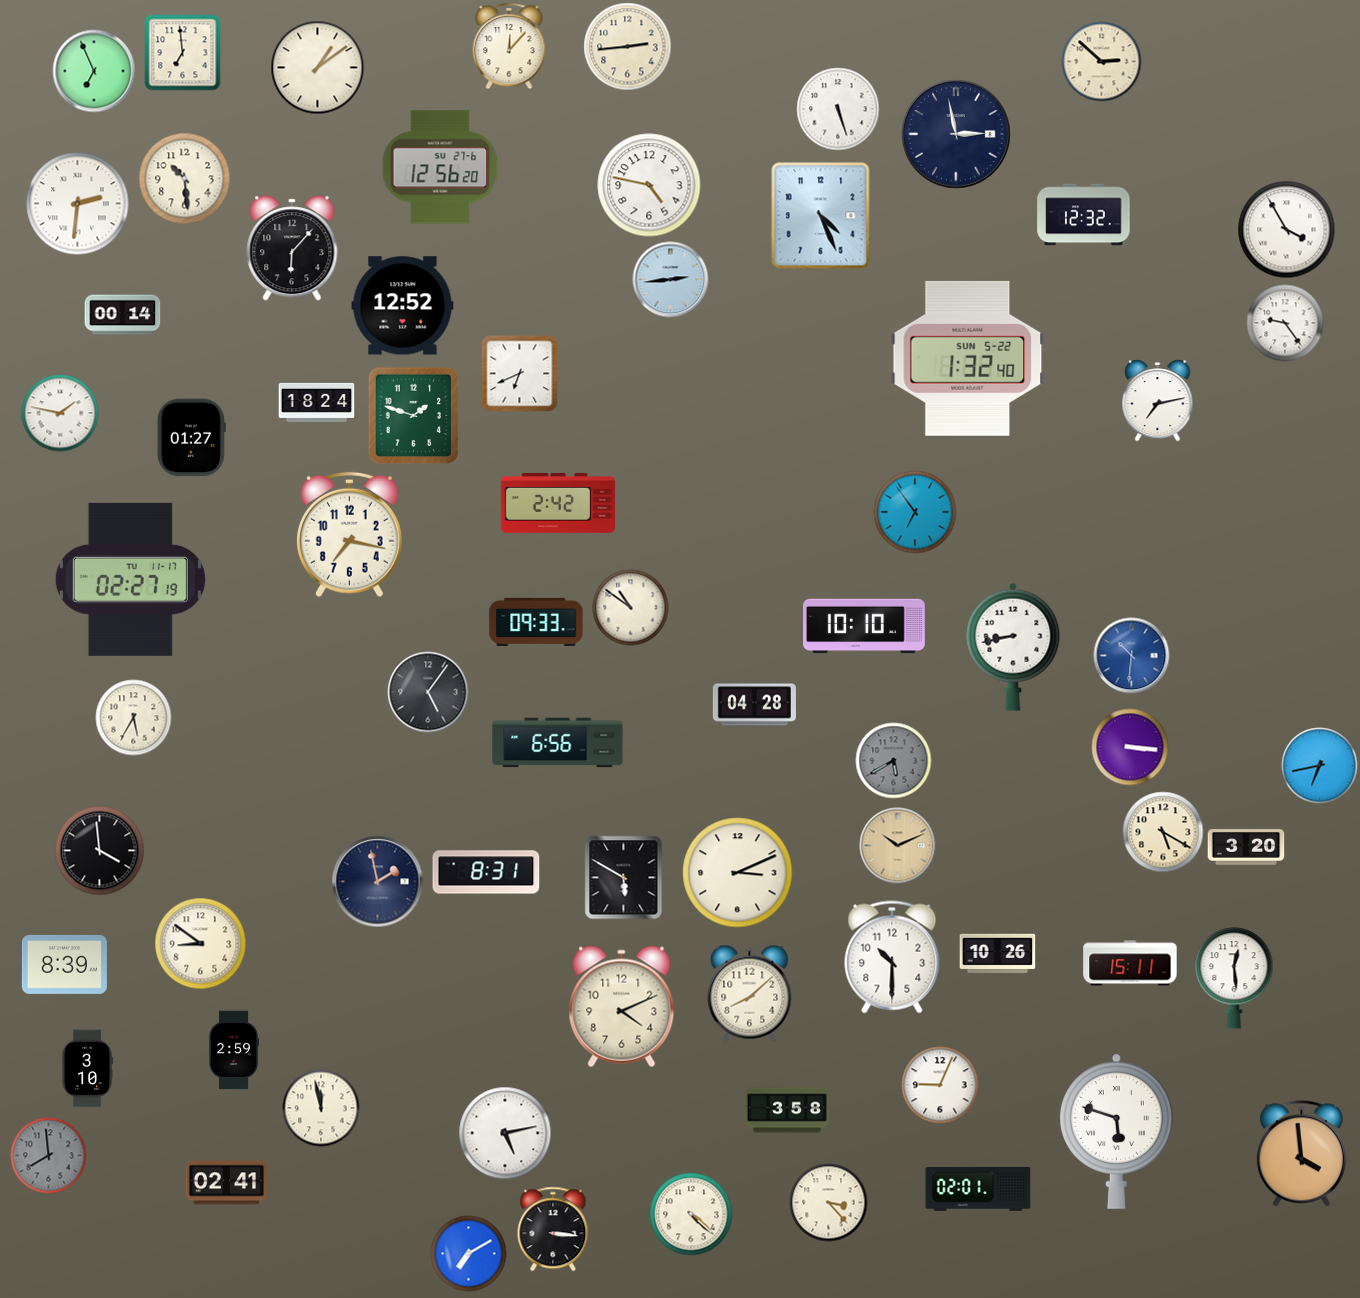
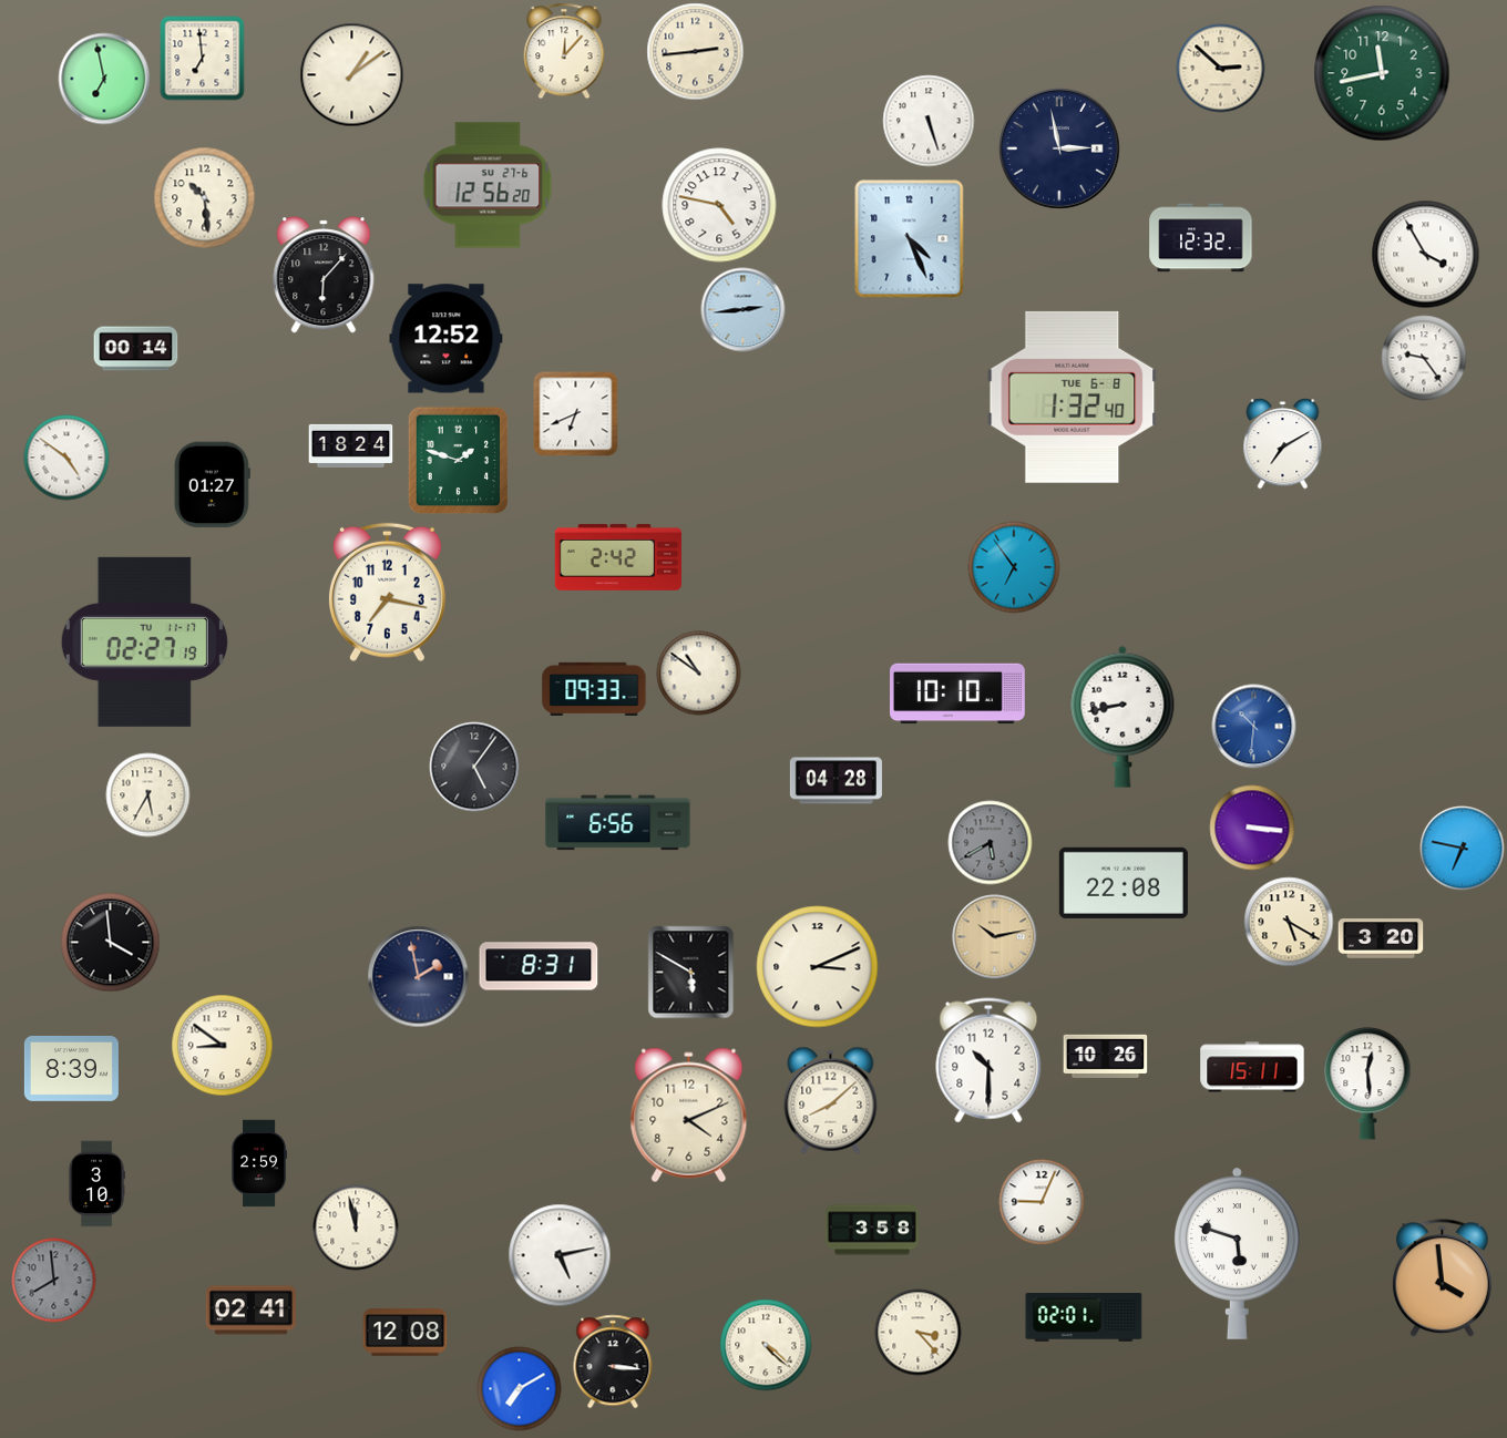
clock at (1382, 73): none -> 11:43
clock at (94, 71): 6:56 -> 6:58
clock at (78, 204): 2:31 -> none
clock at (968, 358) date: SUN 5-22 -> TUE 6-8
clock at (1158, 401): 7:13 -> 7:10
clock at (60, 413): 1:47 -> 4:51
clock at (1320, 766): 6:43 -> 6:47
clock at (1124, 883): none -> 22:08
clock at (898, 846): 10:11 -> 10:13
clock at (406, 1333): none -> 12:08
